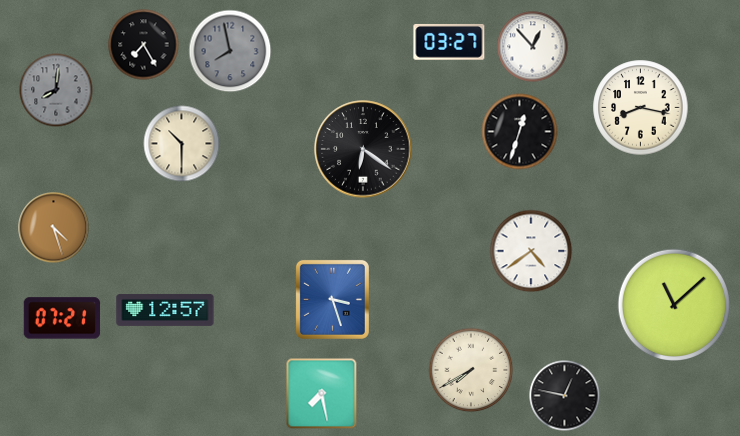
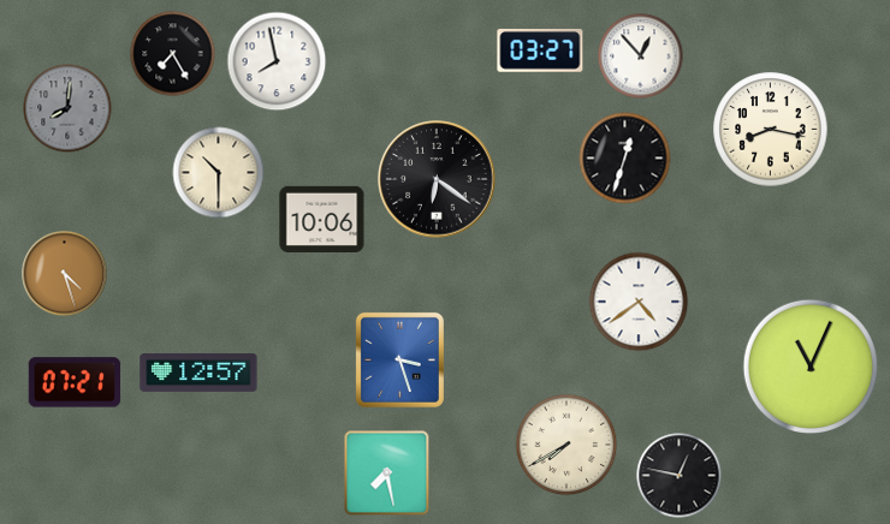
clock at (230, 51) dial: grey -> white
clock at (322, 219): none -> 10:06
clock at (673, 304): 11:08 -> 11:04
